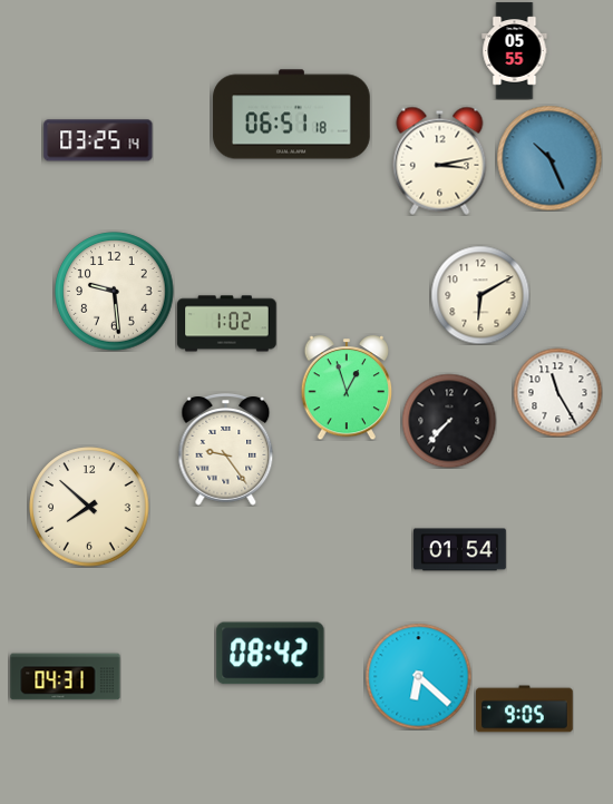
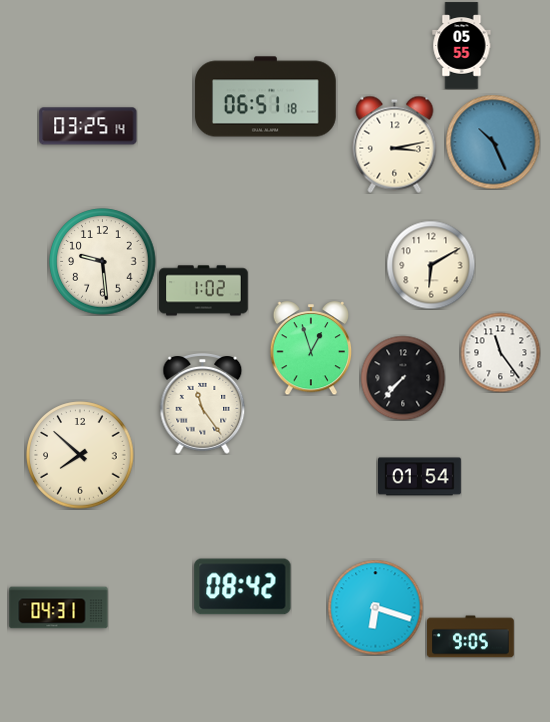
clock at (292, 115) position: (292, 115) -> (266, 97)
clock at (557, 392): 11:25 -> 11:24
clock at (226, 450): 9:24 -> 11:24
clock at (459, 550) position: (459, 550) -> (419, 477)
clock at (418, 676): 6:22 -> 6:18
